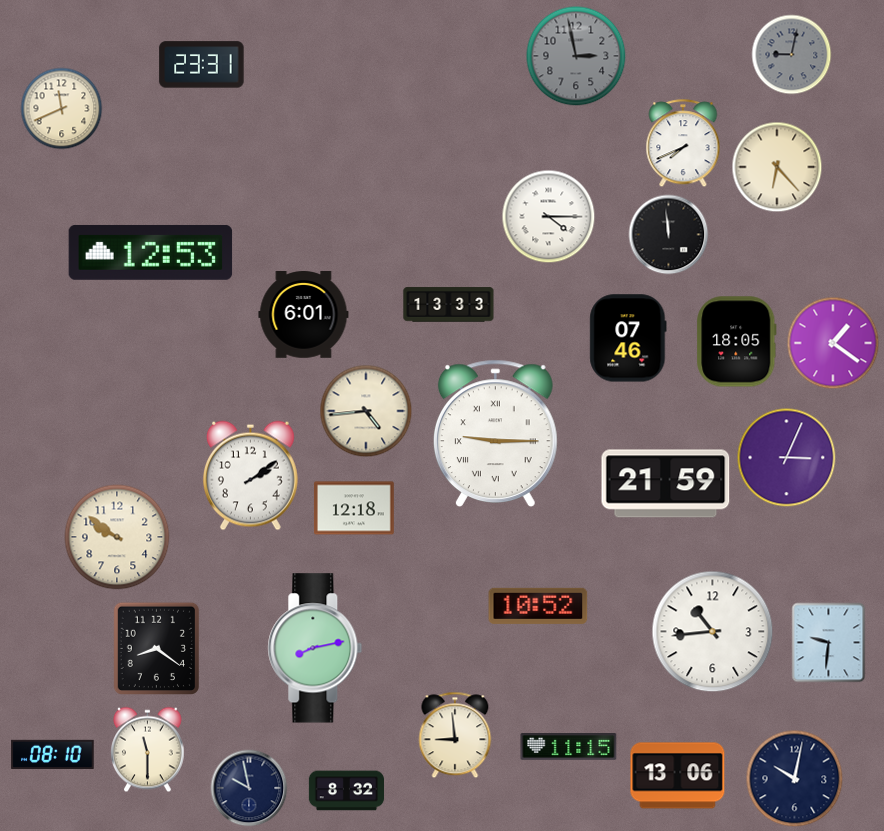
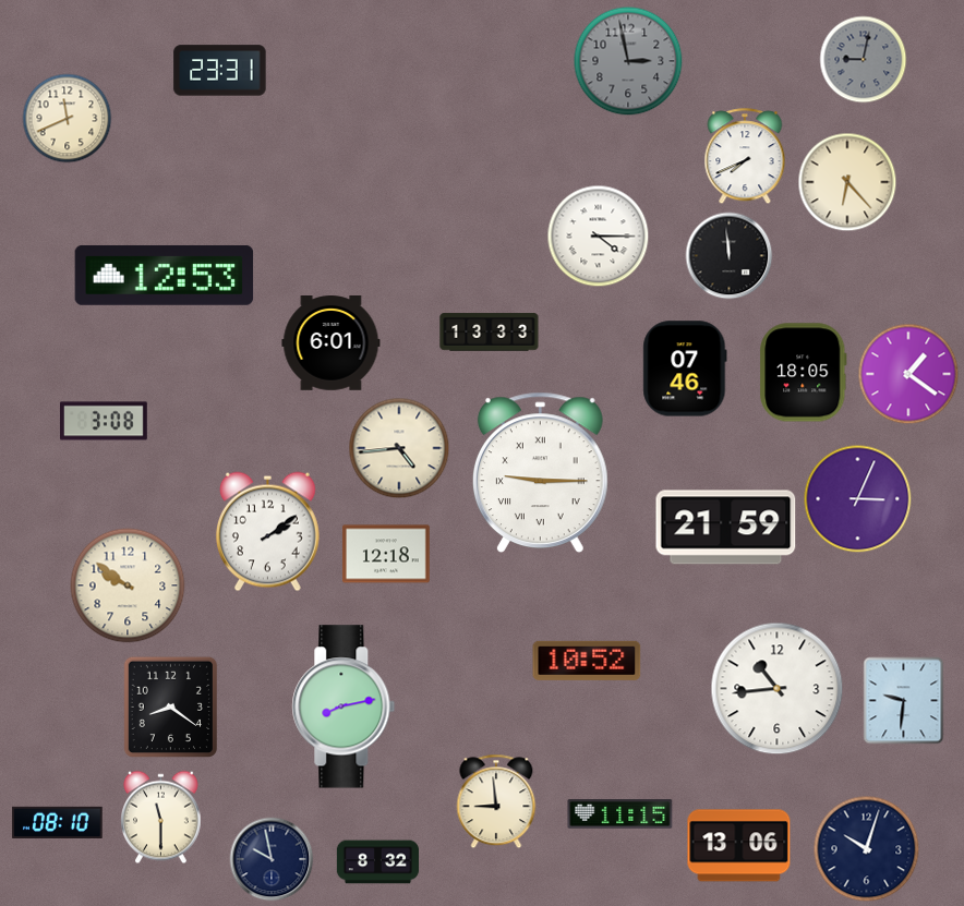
clock at (105, 421): none -> 3:08
clock at (250, 476) position: (250, 476) -> (267, 532)
clock at (795, 779): 10:02 -> 10:03
